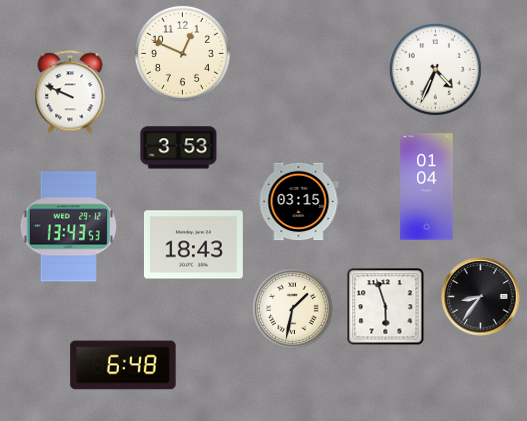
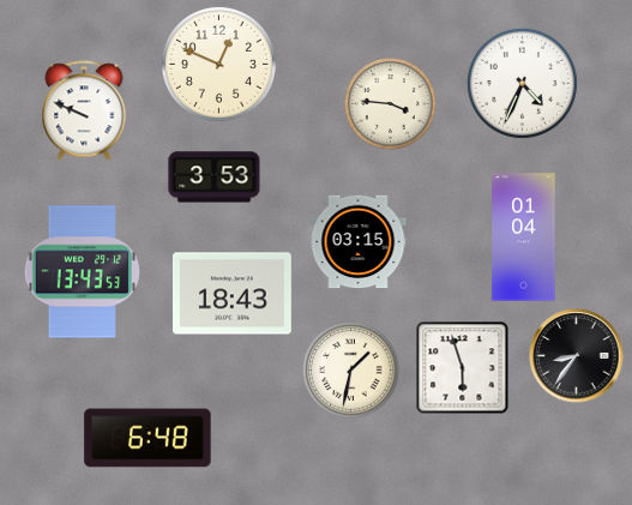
clock at (391, 104): none -> 3:46
clock at (427, 187) position: (427, 187) -> (524, 238)
